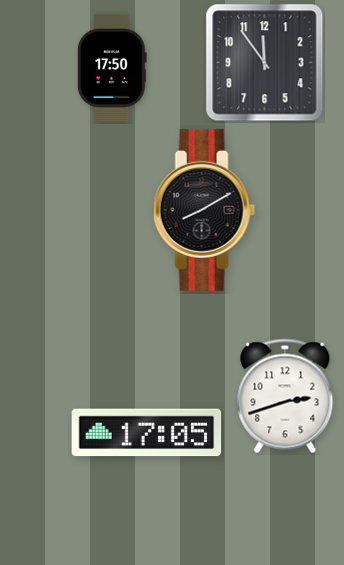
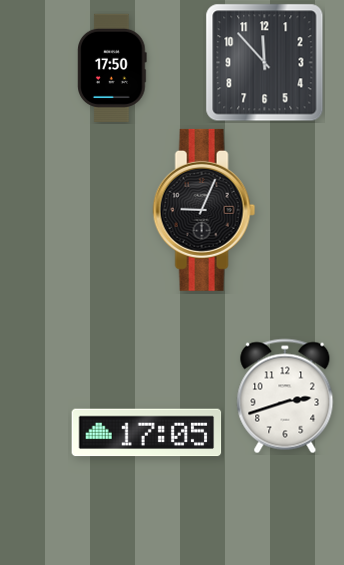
clock at (265, 63): 11:54 -> 11:53
clock at (204, 210): 8:10 -> 9:04
